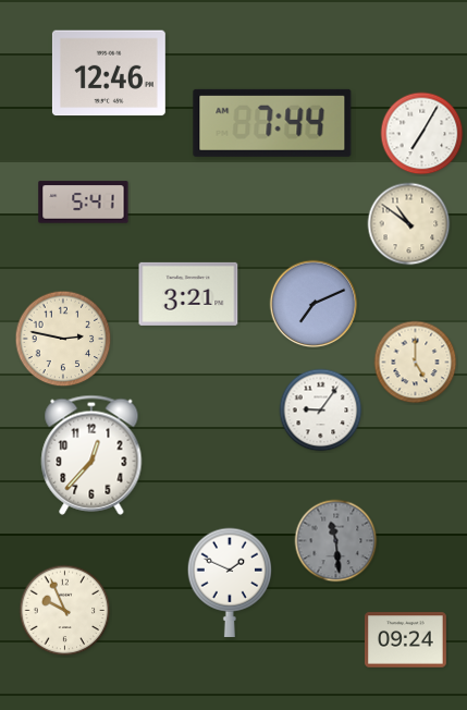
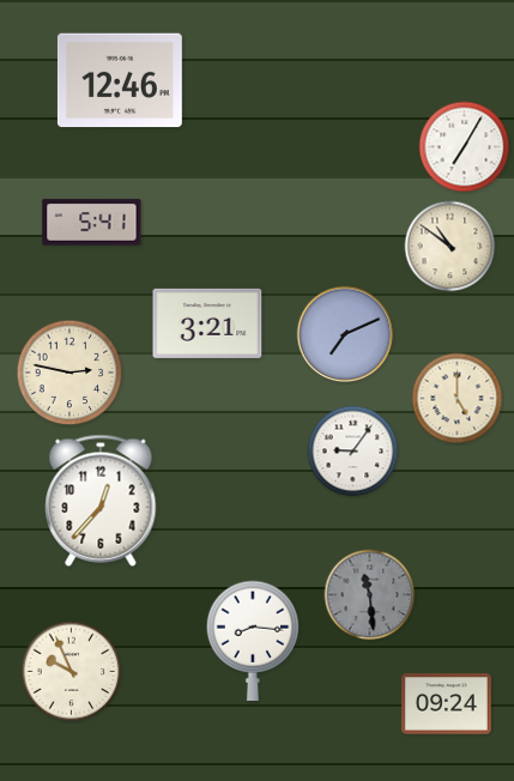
clock at (272, 123): 7:44 -> none
clock at (230, 583): 1:49 -> 8:16
